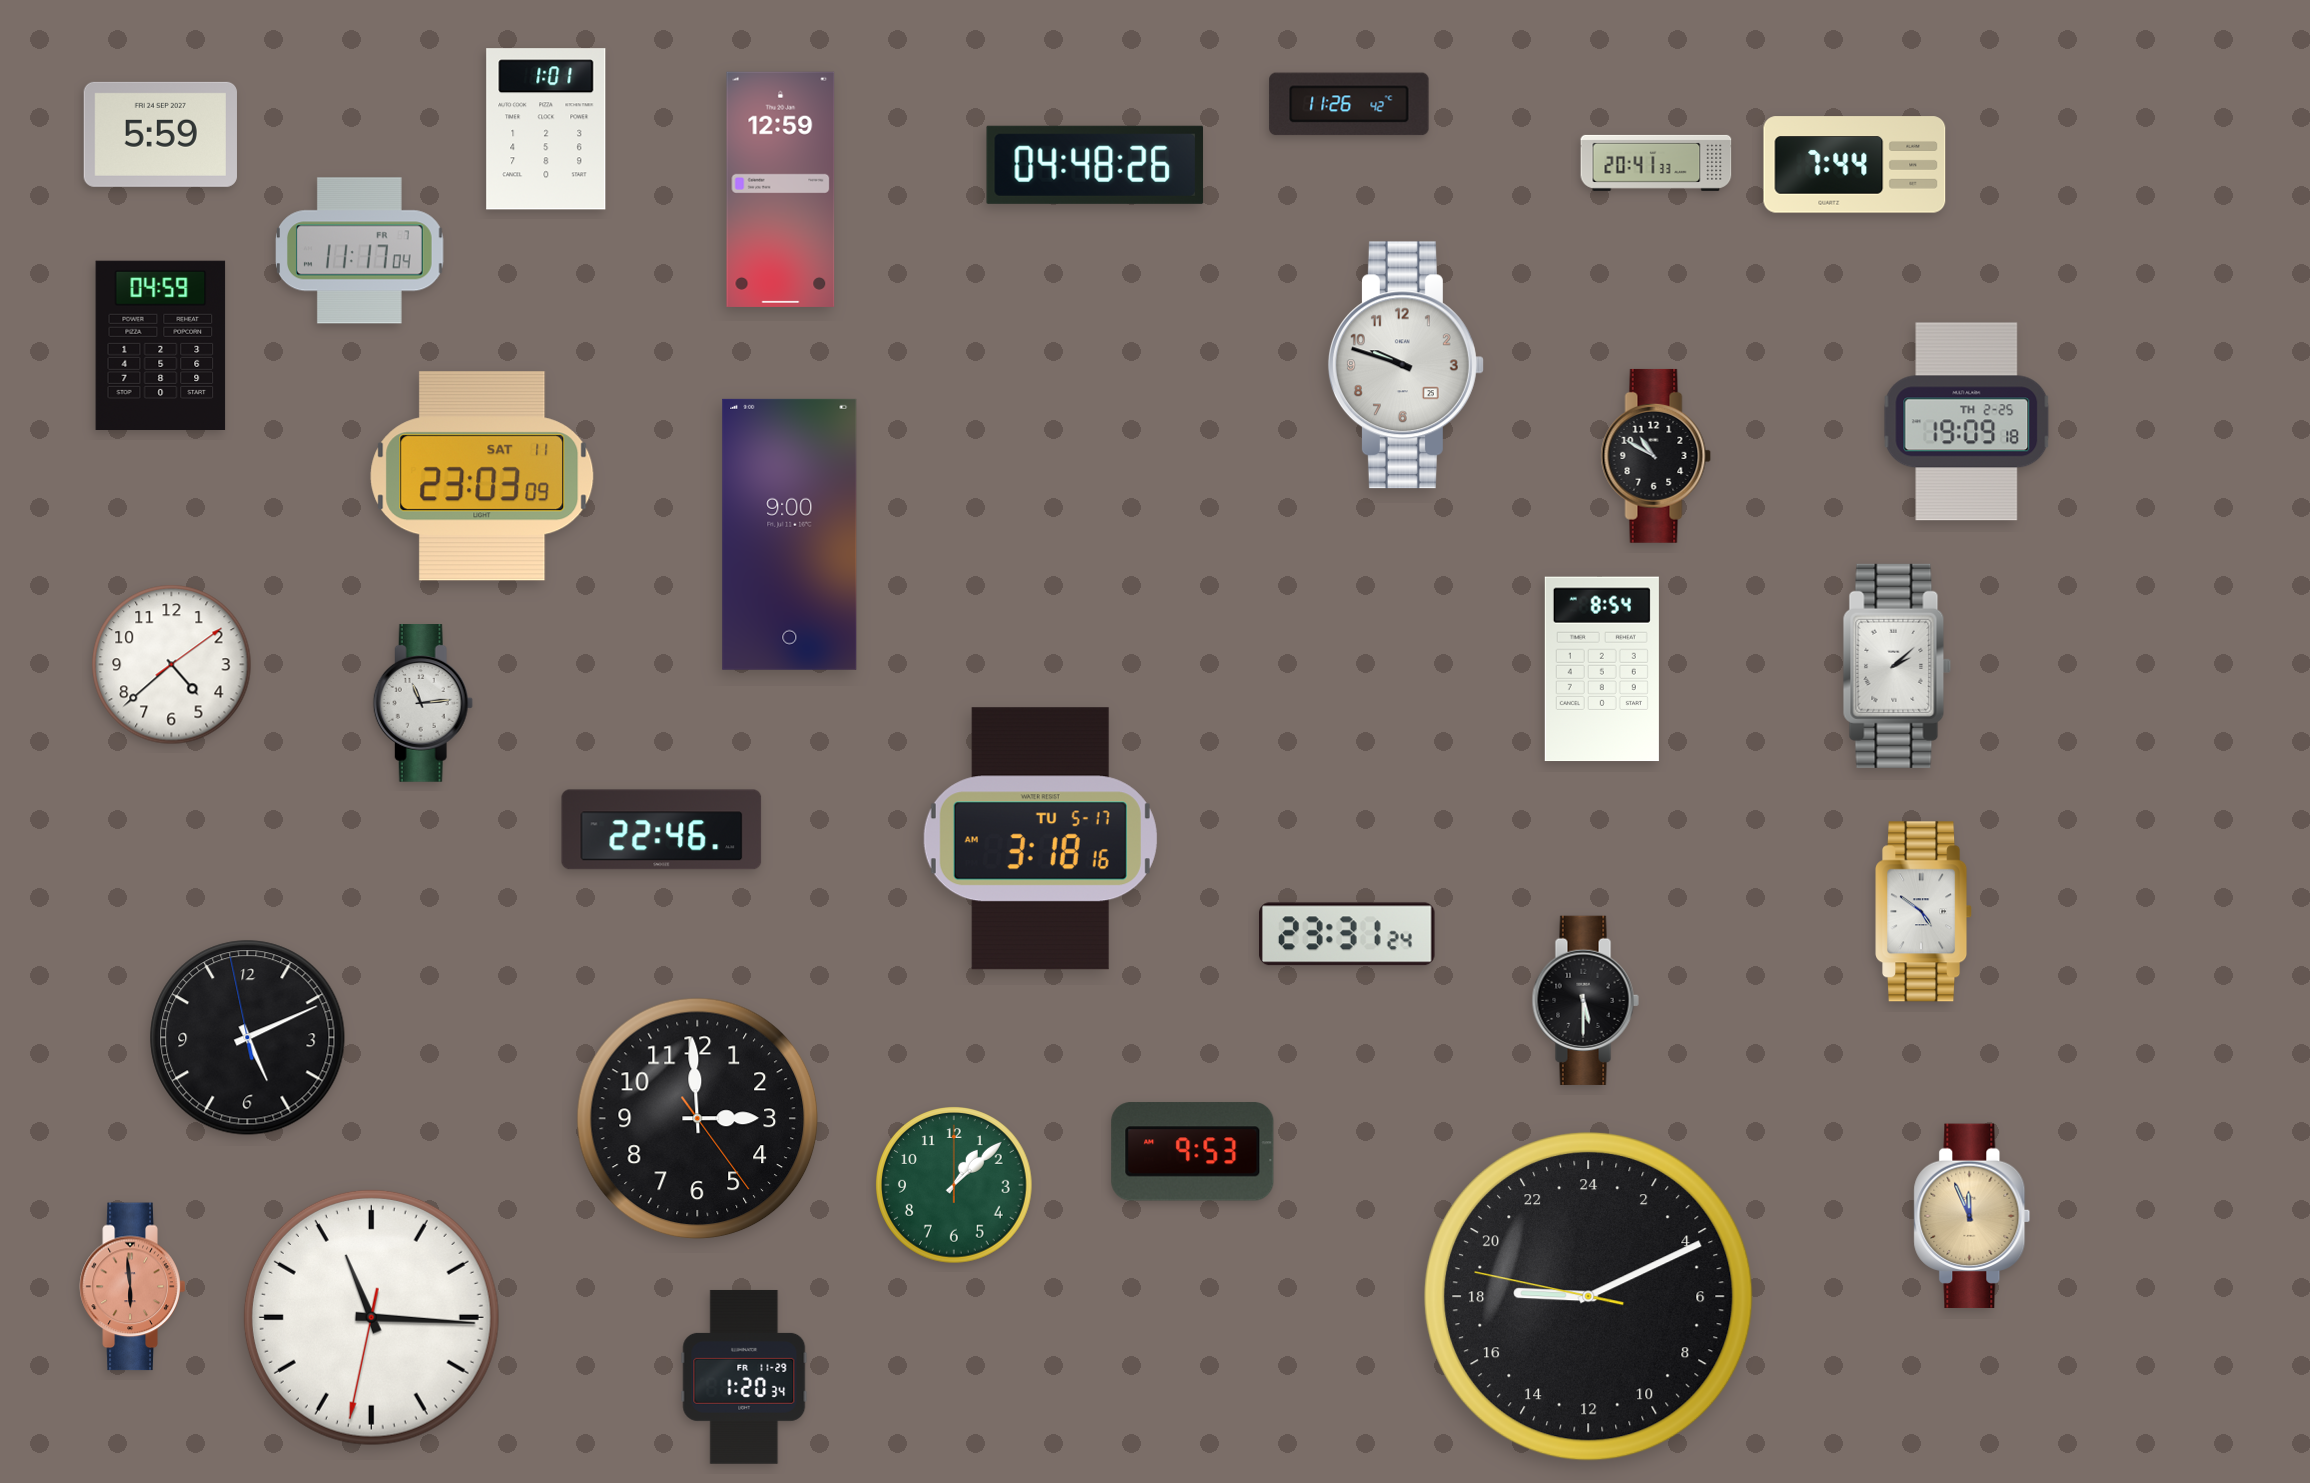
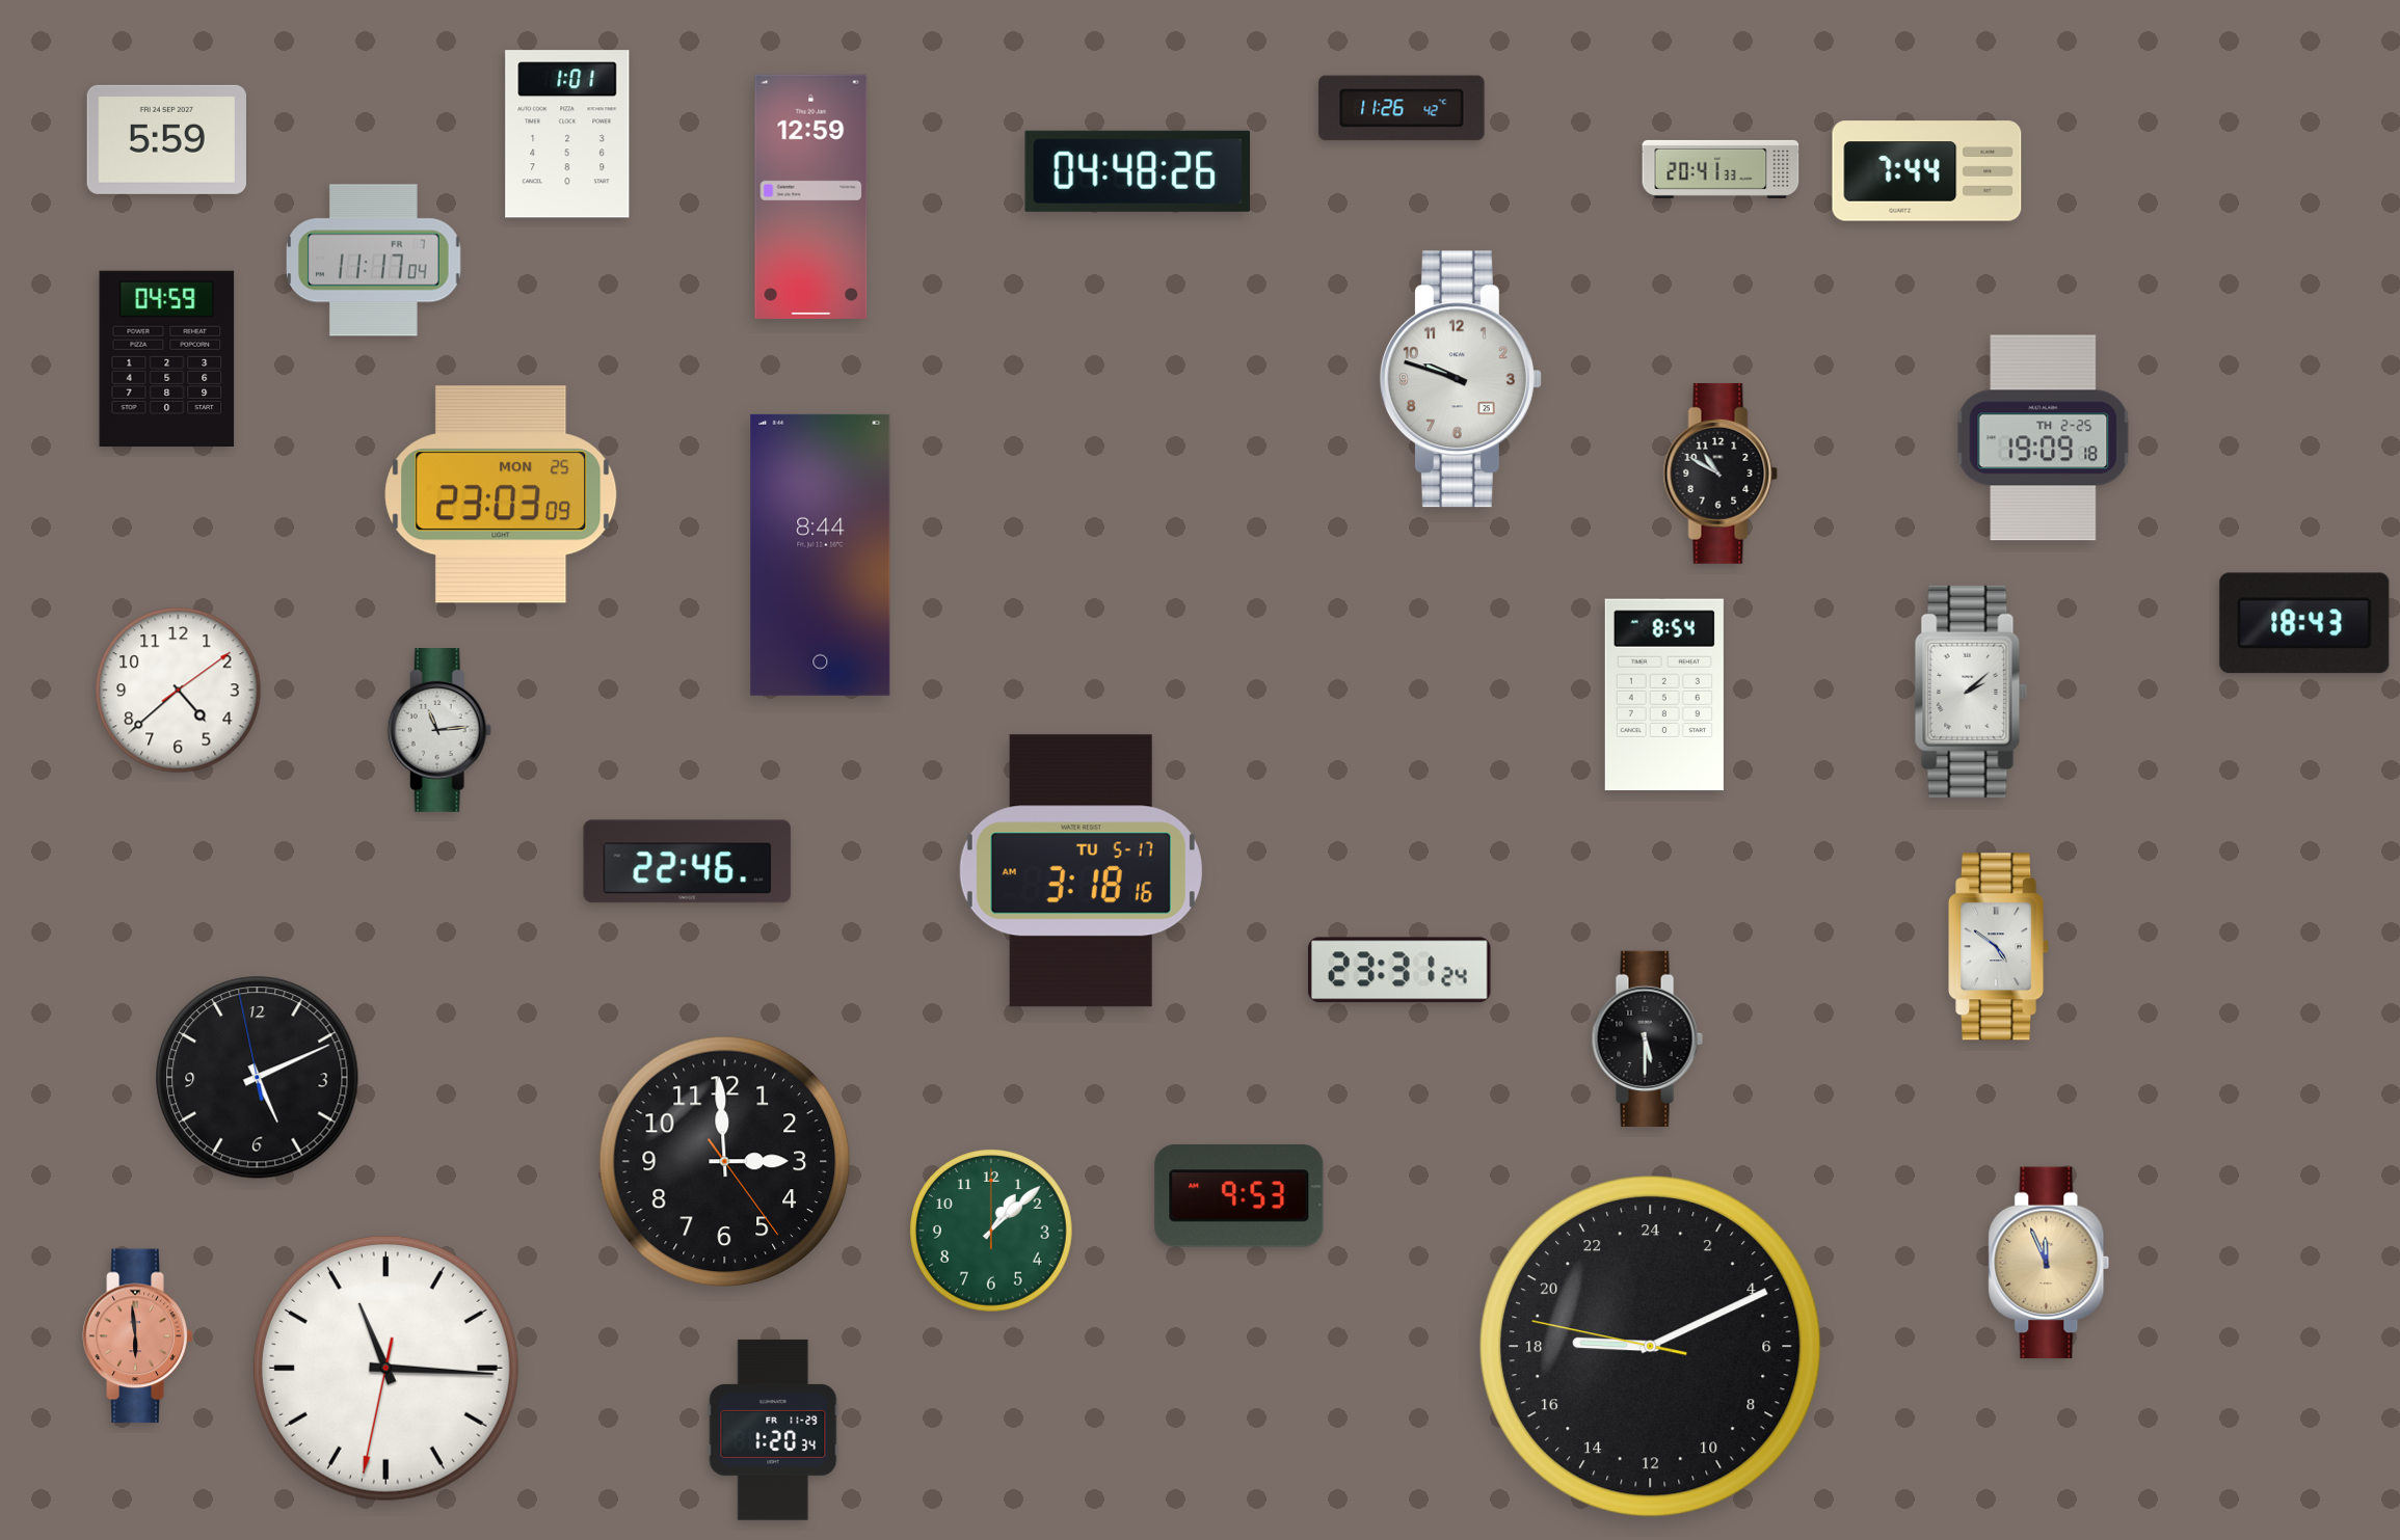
clock at (482, 476) date: SAT 11 -> MON 25
clock at (790, 534): 9:00 -> 8:44
clock at (2304, 623): none -> 18:43
